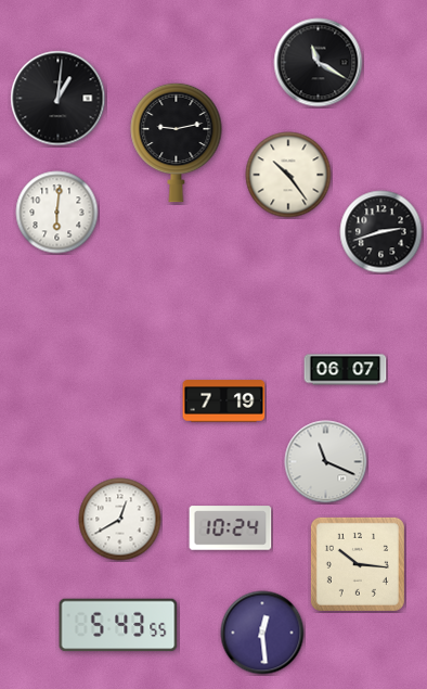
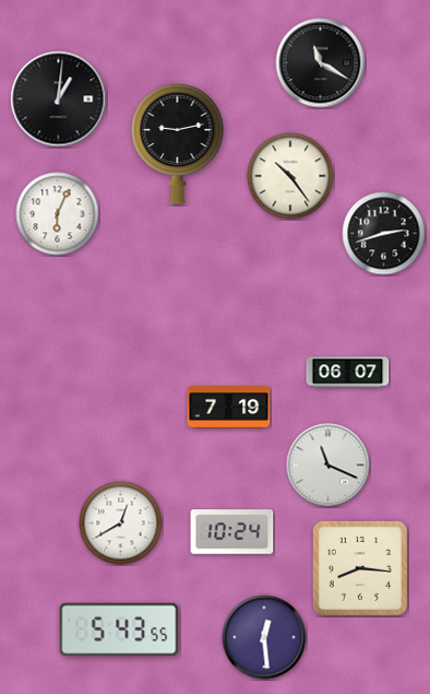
clock at (57, 213): 6:01 -> 6:04
clock at (224, 401) position: (224, 401) -> (229, 408)
clock at (358, 564): 10:16 -> 8:16
